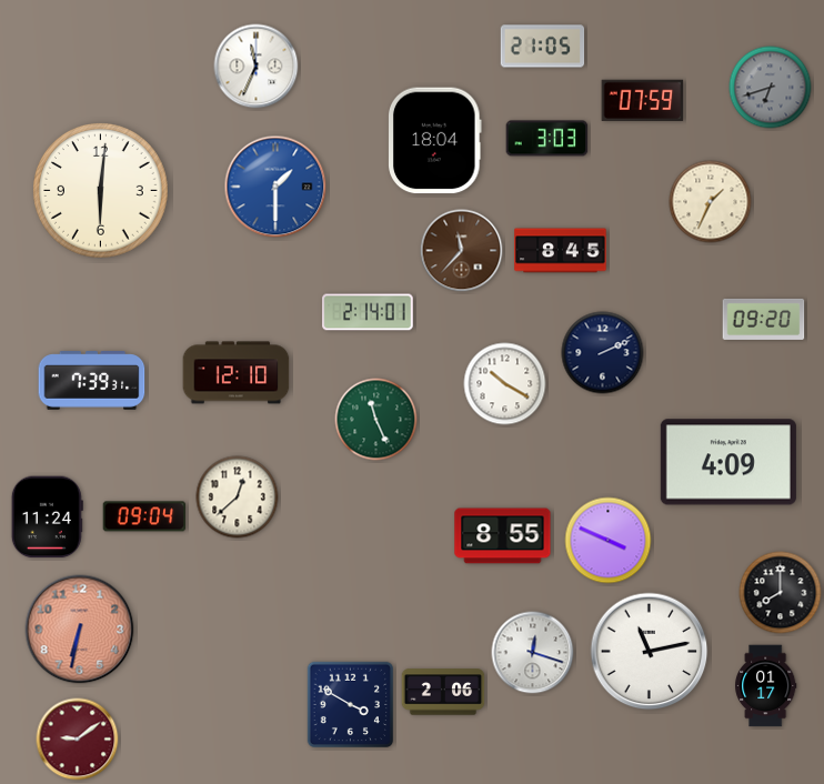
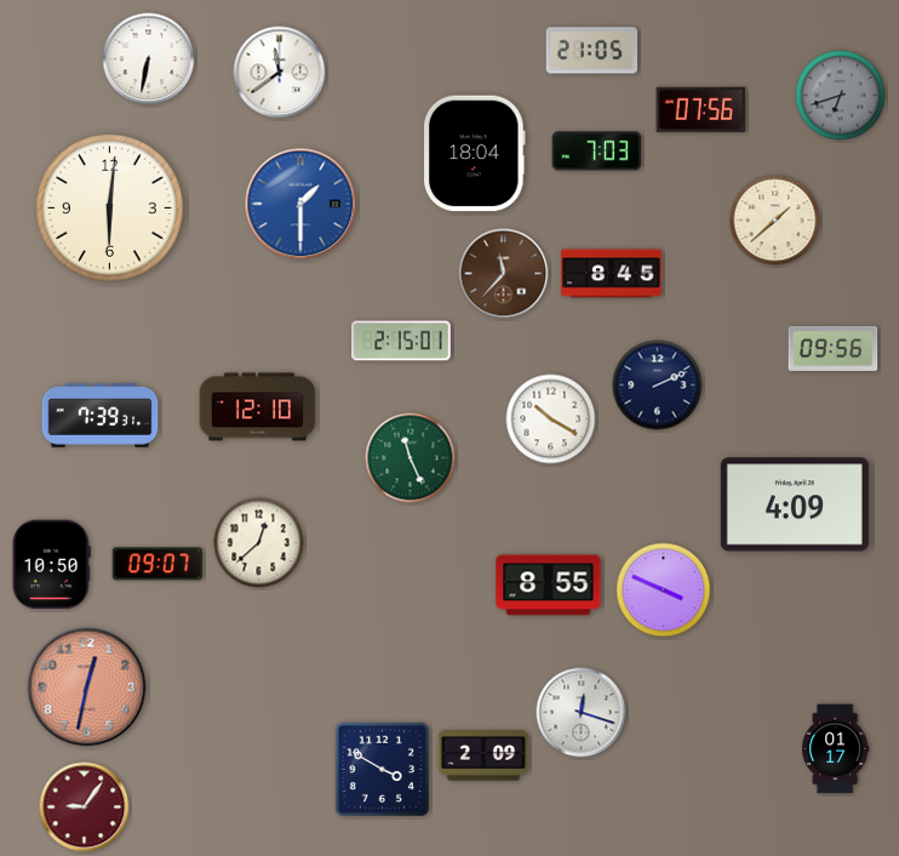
clock at (149, 59): none -> 6:32
clock at (257, 67): 11:34 -> 11:39
clock at (643, 100): 07:59 -> 07:56
clock at (547, 139): 3:03 -> 7:03
clock at (711, 202): 1:34 -> 1:38
clock at (368, 312): 2:14 -> 2:15
clock at (764, 319): 09:20 -> 09:56
clock at (144, 516): 09:04 -> 09:07
clock at (47, 517): 11:24 -> 10:50
clock at (781, 593): 8:00 -> none
clock at (80, 630): 6:32 -> 12:32
clock at (650, 652): 11:13 -> none
clock at (443, 692): 2:06 -> 2:09
clock at (78, 740): 9:09 -> 9:06
